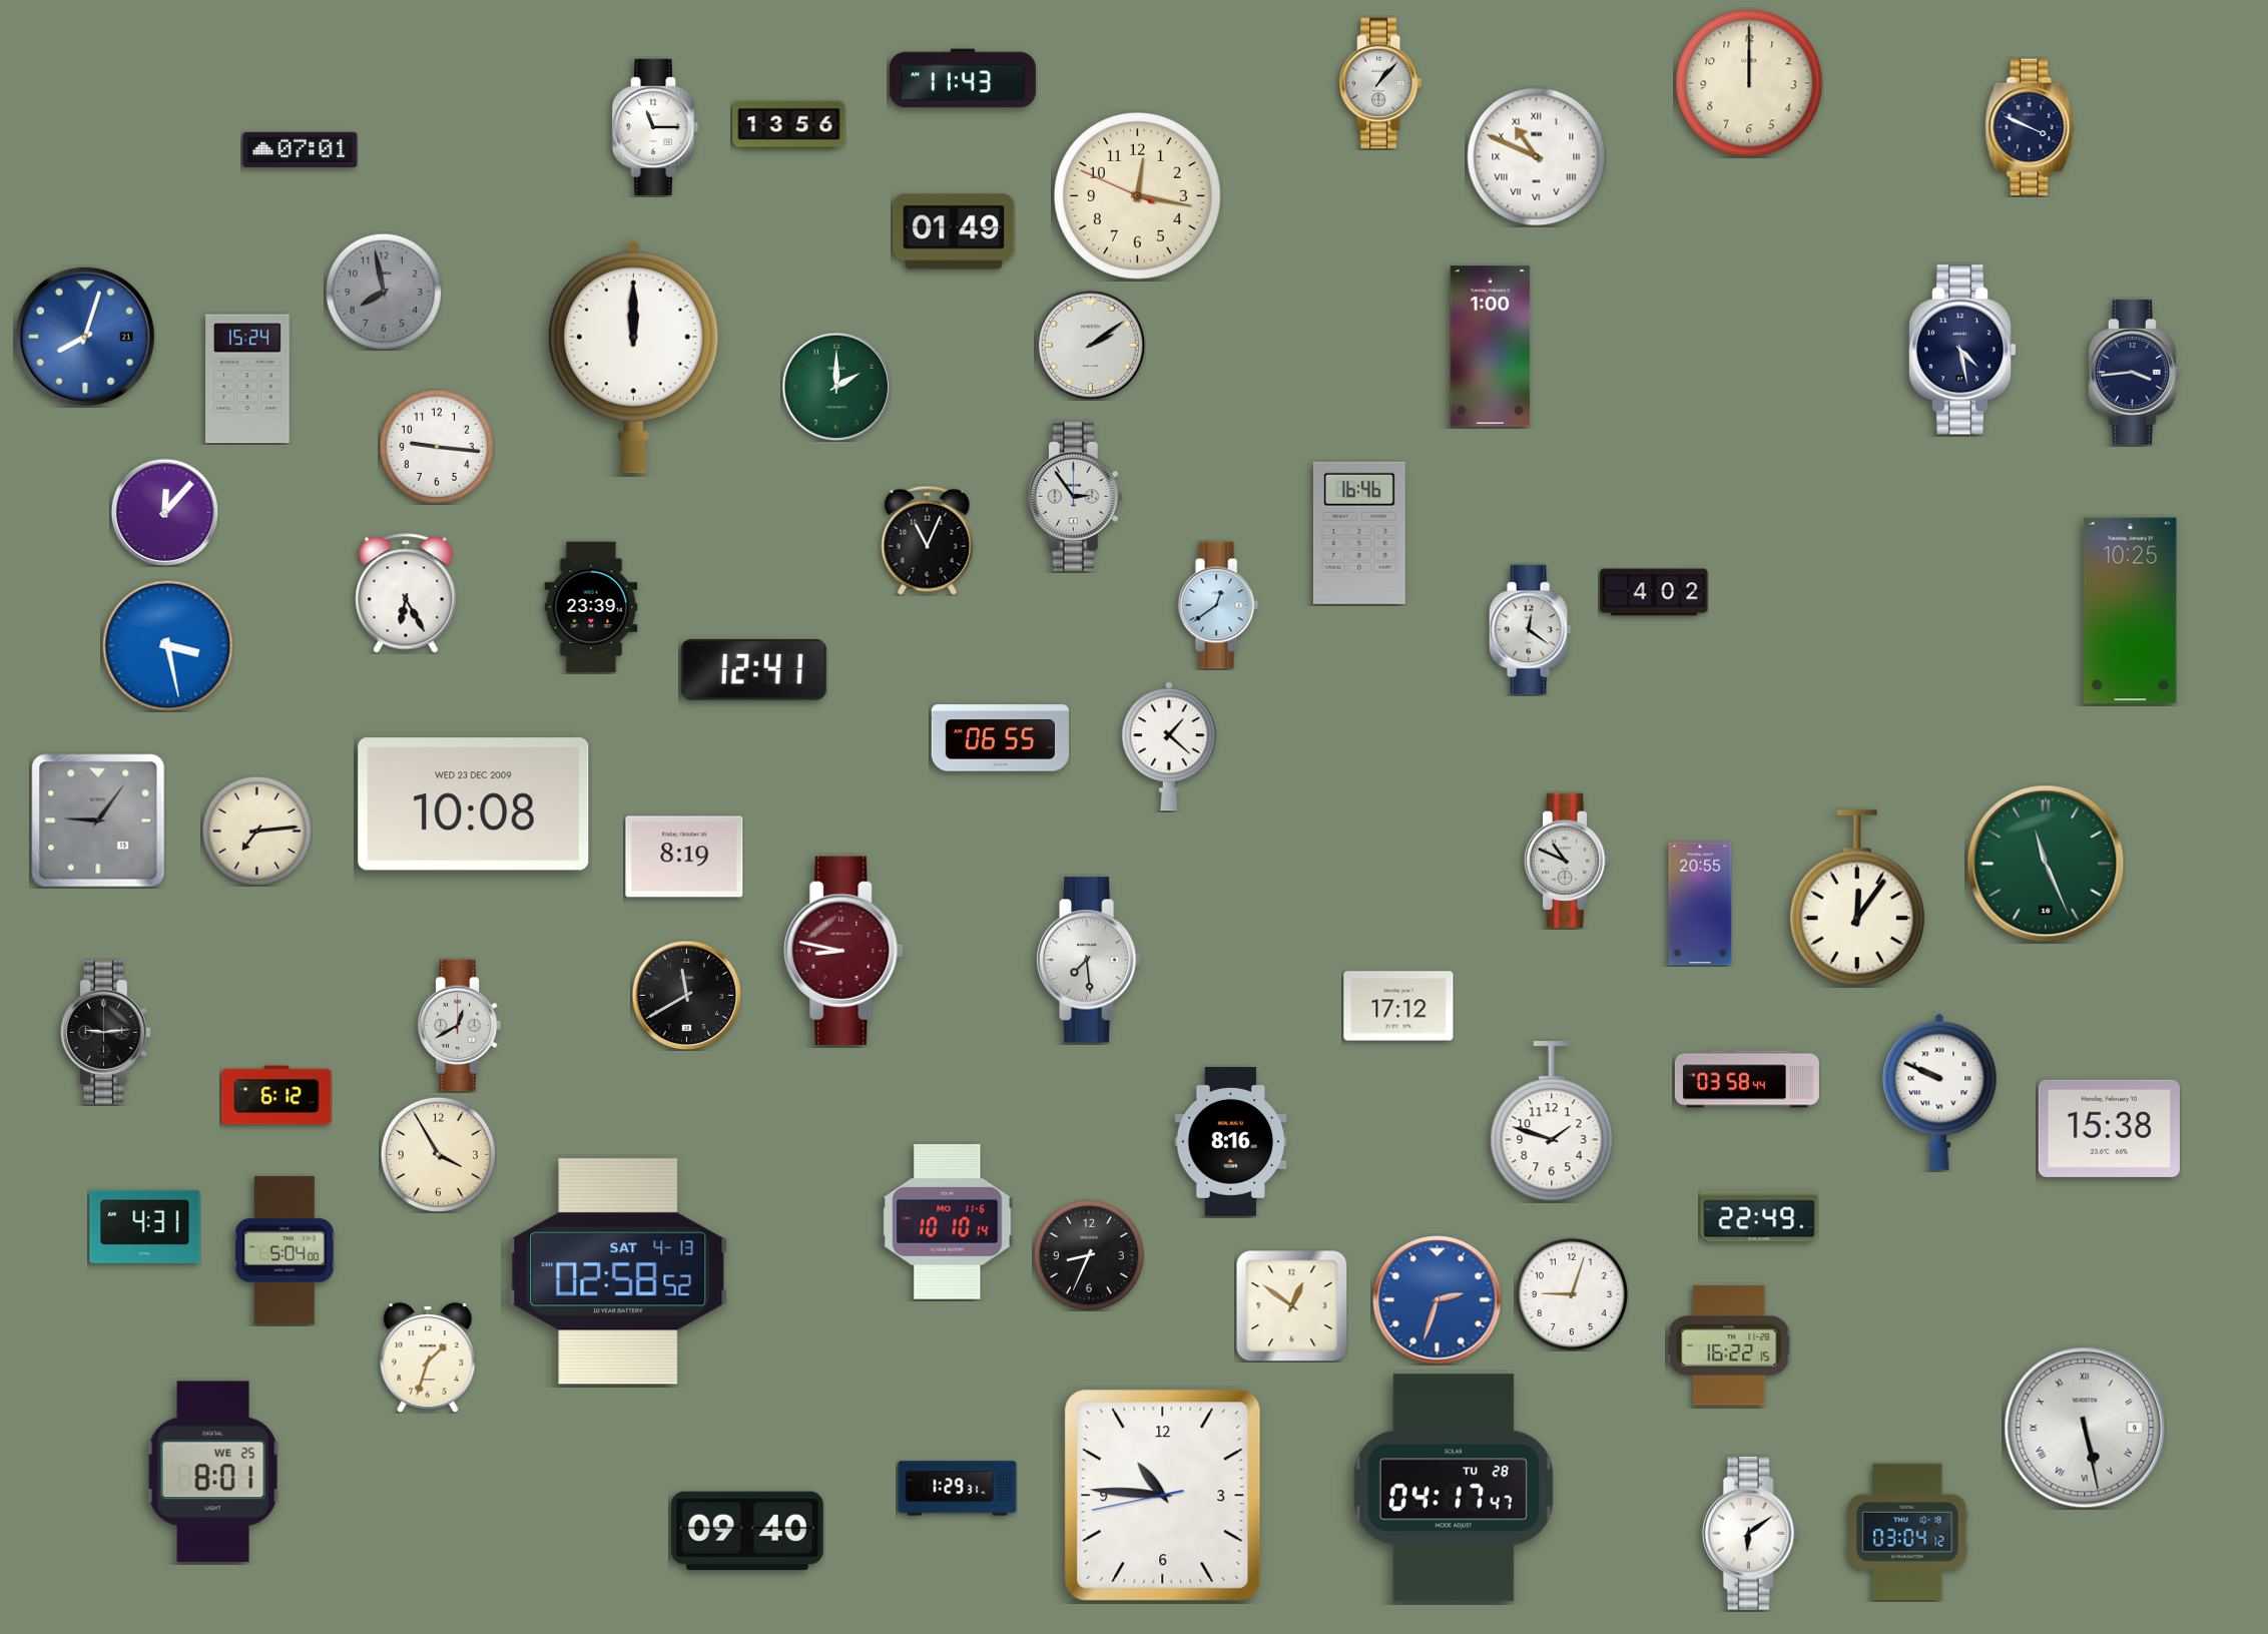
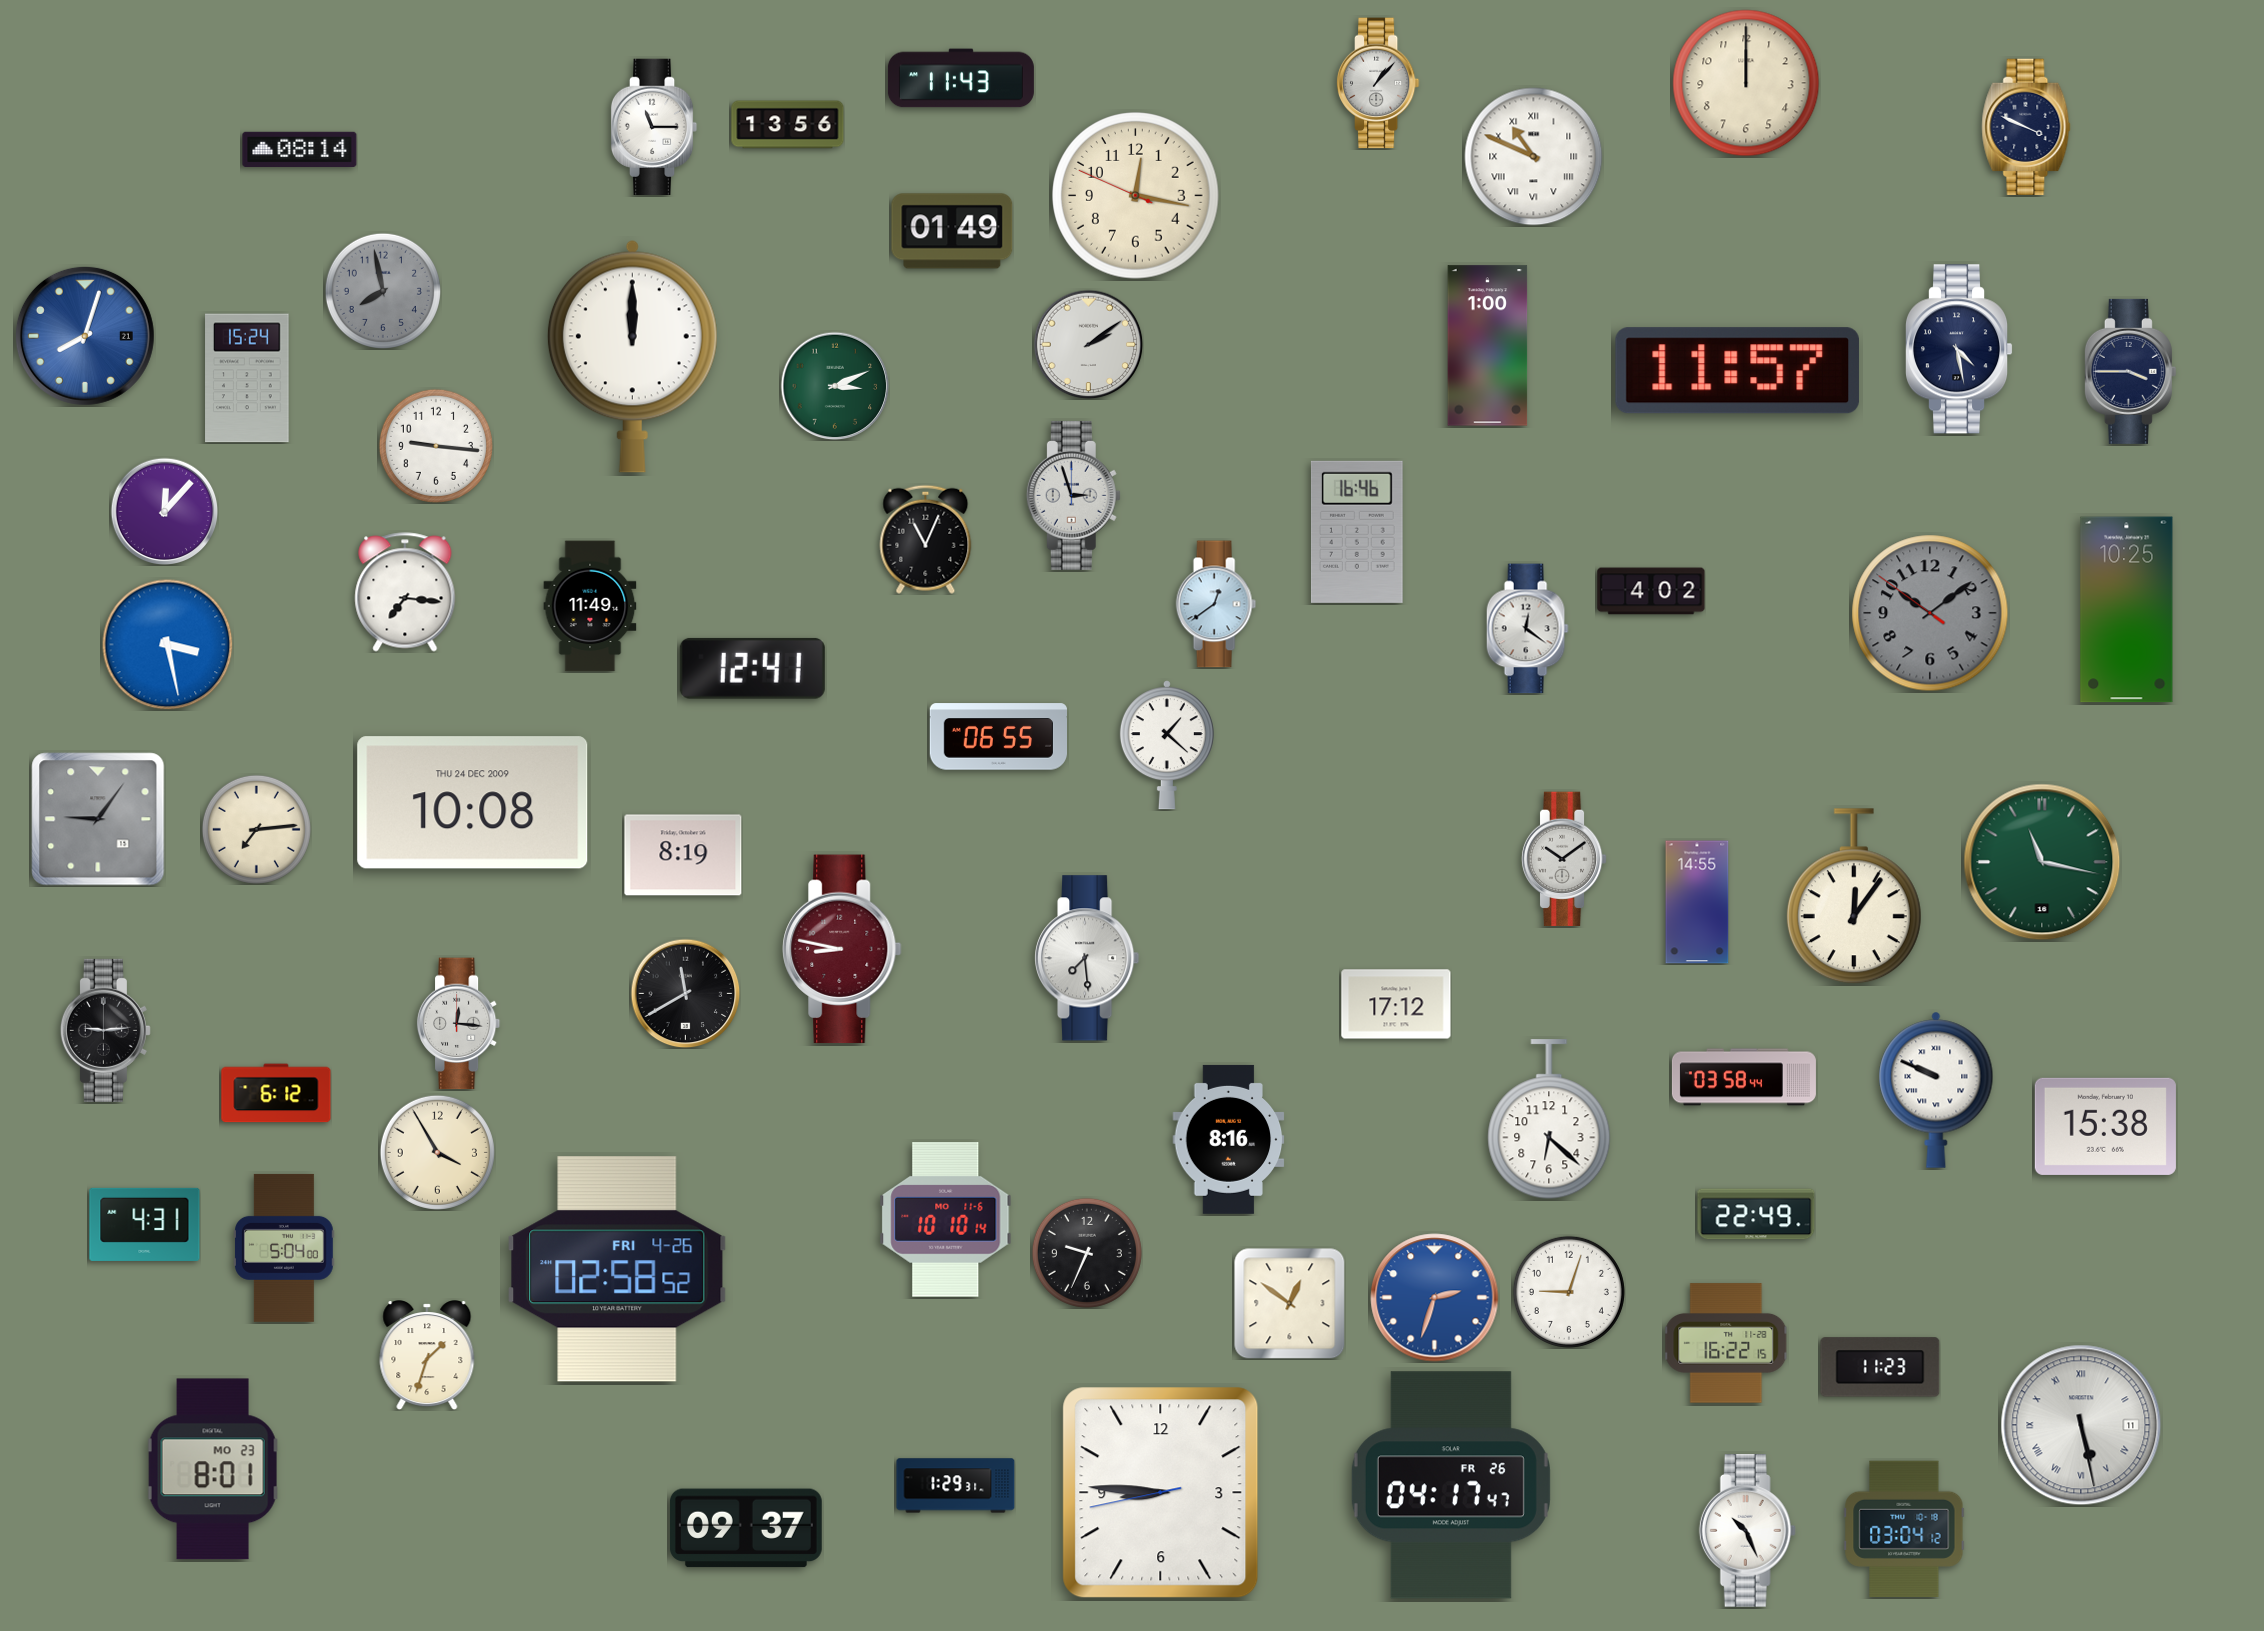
clock at (301, 149): 07:01 -> 08:14
clock at (1737, 371): none -> 11:57
clock at (2134, 372): 3:44 -> 3:45
clock at (836, 387): 2:00 -> 3:11
clock at (1075, 496): 2:54 -> 2:57
clock at (406, 593): 6:25 -> 7:16
clock at (591, 607): 23:39 -> 11:49
clock at (1930, 613): none -> 10:08
clock at (474, 804) date: WED 23 DEC 2009 -> THU 24 DEC 2009
clock at (1567, 861): 10:49 -> 10:09
clock at (2046, 864): 11:26 -> 11:17
clock at (1700, 904): 20:55 -> 14:55
clock at (460, 1026): 12:40 -> 12:16
clock at (1552, 1122): 1:48 -> 6:22
clock at (1089, 1255): 8:34 -> 9:34
clock at (618, 1271) date: SAT 4-13 -> FRI 4-26
clock at (1880, 1367): none -> 11:23
clock at (2085, 1428) date: 9 -> 11
clock at (213, 1472) date: WE 25 -> MO 23
clock at (1454, 1488) date: TU 28 -> FR 26
clock at (1163, 1496): 10:45 -> 8:45
clock at (747, 1531): 09:40 -> 09:37
clock at (1750, 1534): 6:09 -> 10:26
